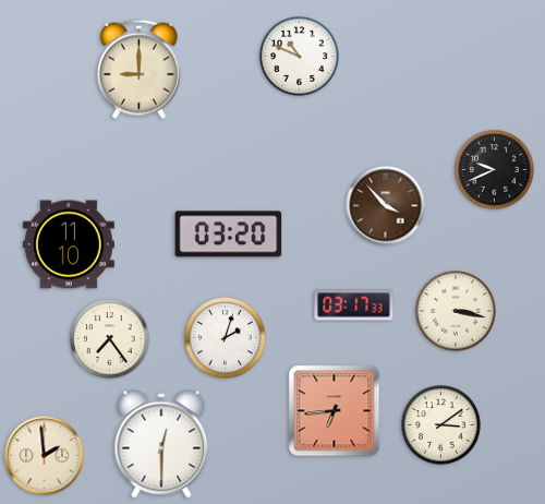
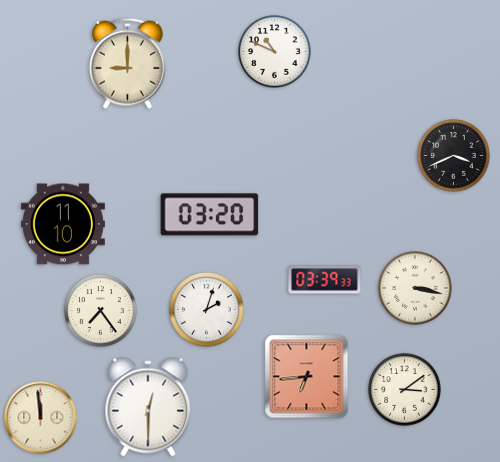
clock at (495, 170): 9:41 -> 3:41
clock at (386, 206): 3:53 -> none
clock at (354, 305): 03:17 -> 03:39
clock at (456, 311) position: (456, 311) -> (415, 288)
clock at (45, 456): 1:59 -> 11:59
